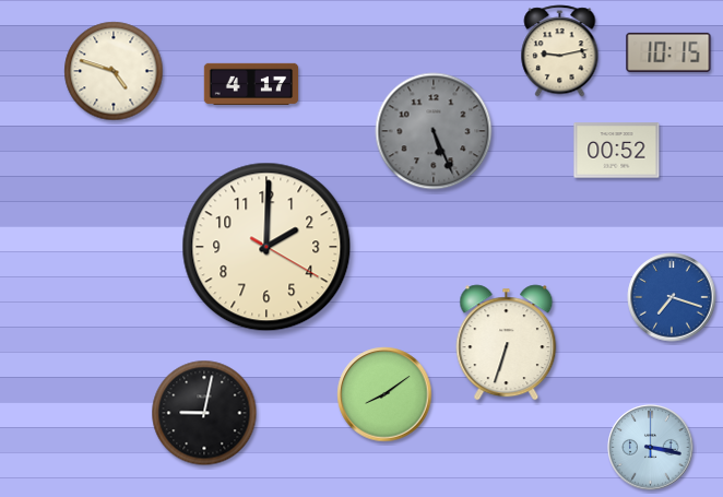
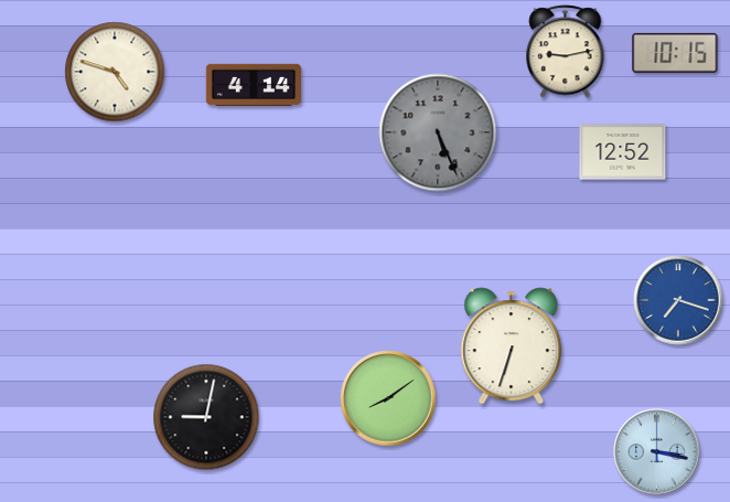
clock at (251, 83): 4:17 -> 4:14
clock at (617, 151): 00:52 -> 12:52
clock at (266, 247): 2:00 -> none
